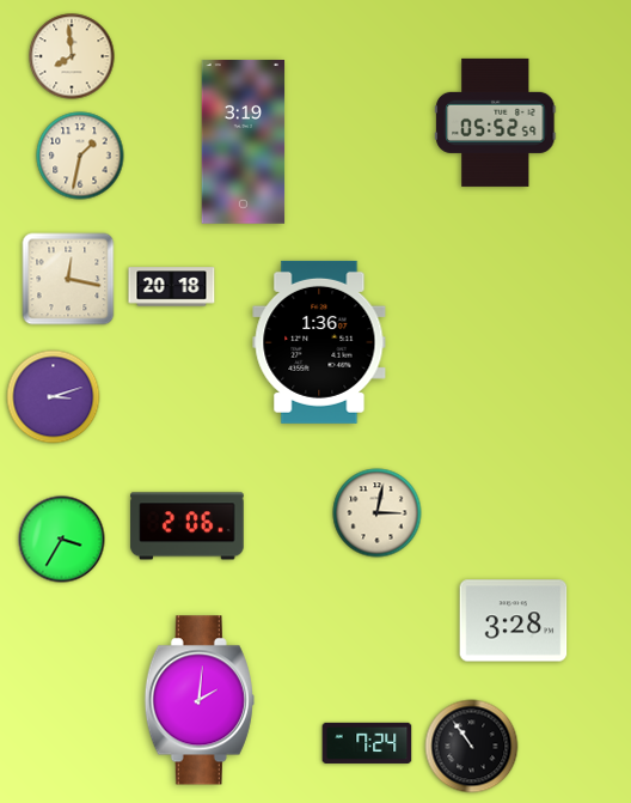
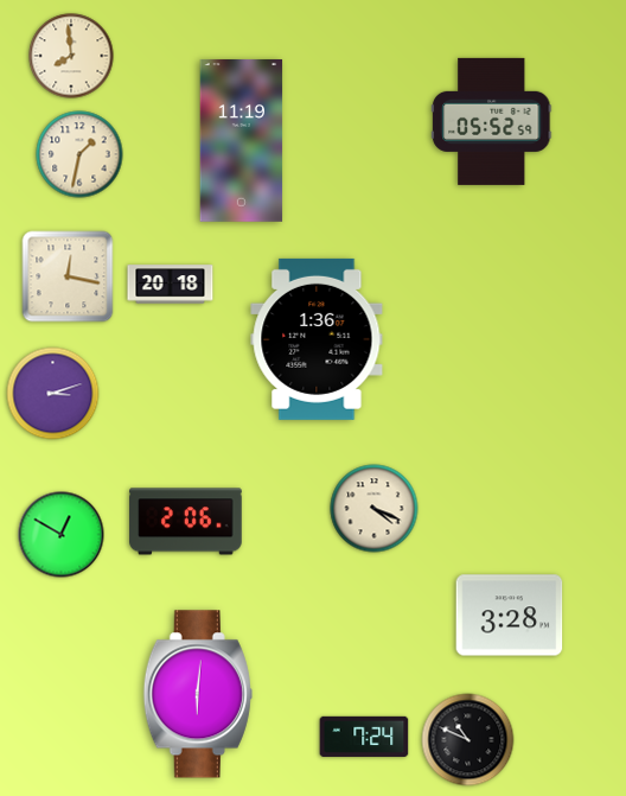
clock at (244, 142): 3:19 -> 11:19
clock at (378, 513): 3:02 -> 4:19
clock at (62, 540): 3:35 -> 12:50
clock at (200, 700): 2:01 -> 6:01
clock at (472, 747): 10:54 -> 10:49
